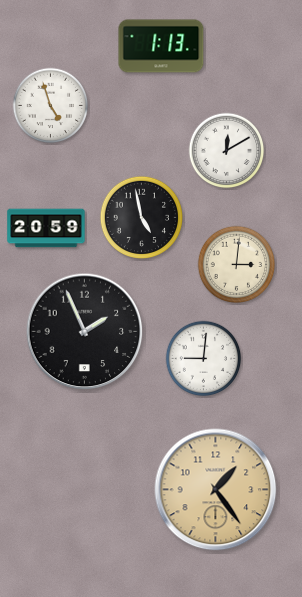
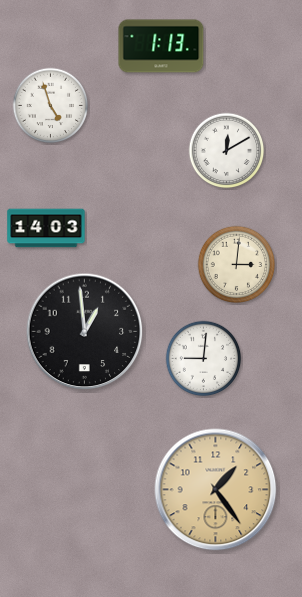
clock at (141, 217): 4:58 -> none
clock at (46, 228): 20:59 -> 14:03
clock at (85, 332): 1:56 -> 12:59
